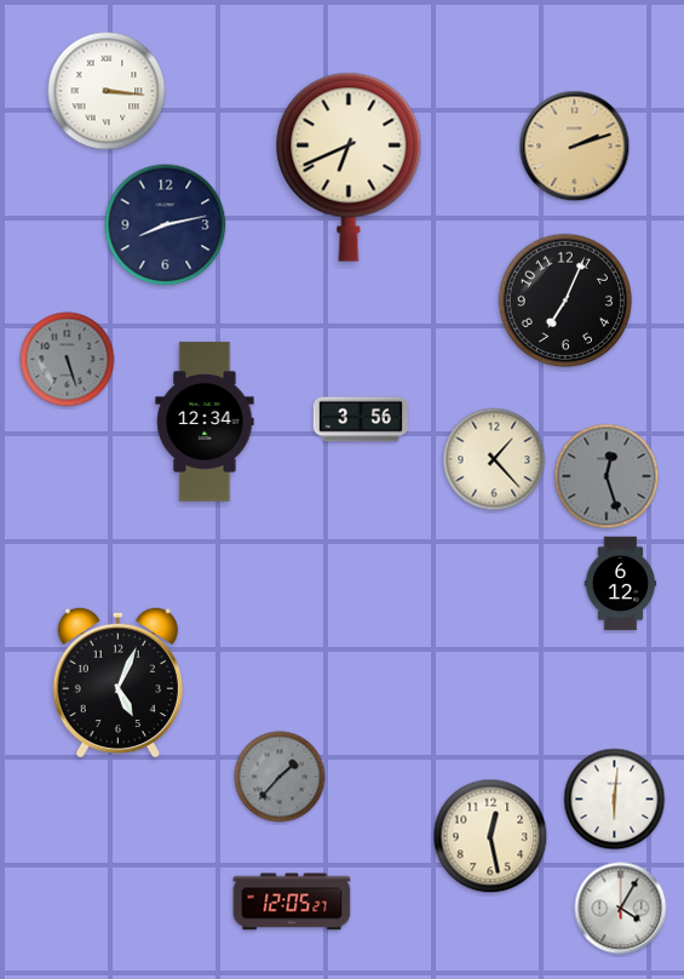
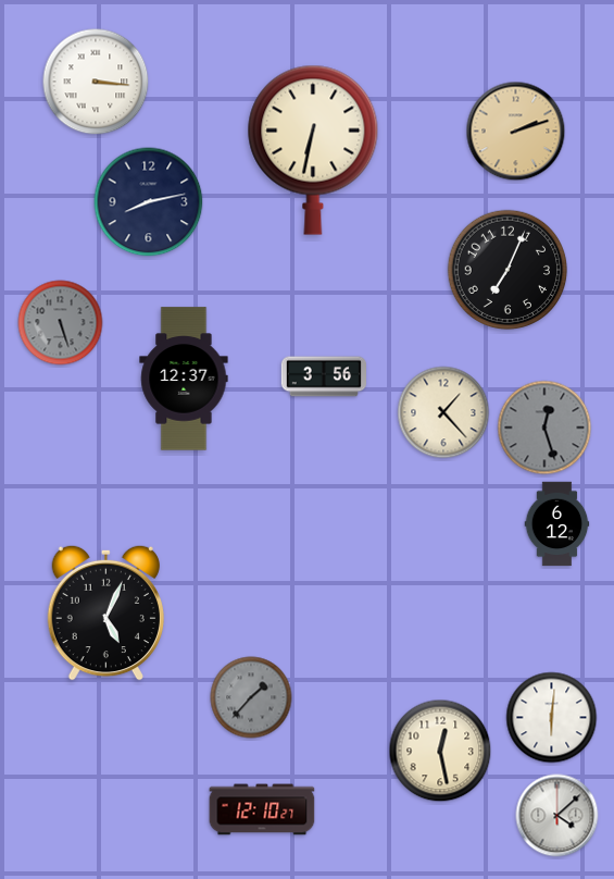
clock at (349, 167): 6:41 -> 6:32
clock at (205, 422): 12:34 -> 12:37
clock at (292, 901): 12:05 -> 12:10
clock at (621, 909): 4:05 -> 4:08
